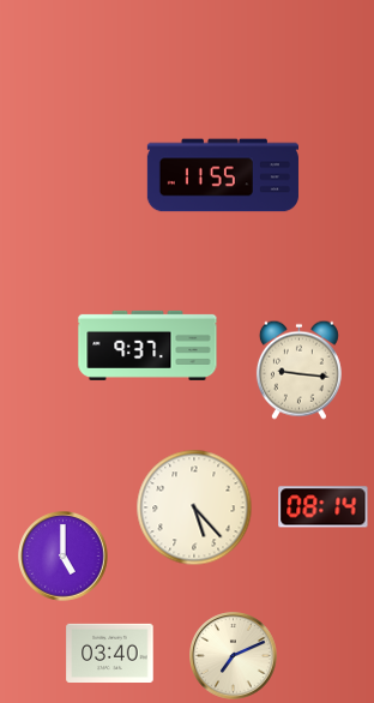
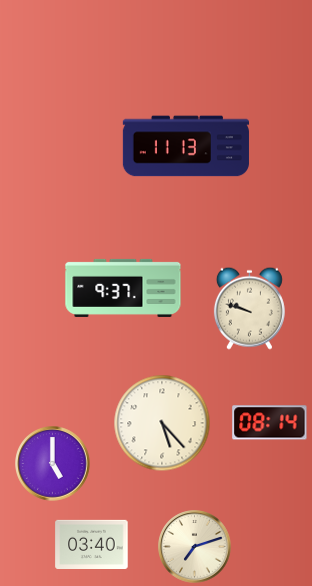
clock at (223, 175): 11:55 -> 11:13
clock at (298, 369): 9:16 -> 9:48
clock at (234, 656): 7:11 -> 7:12
